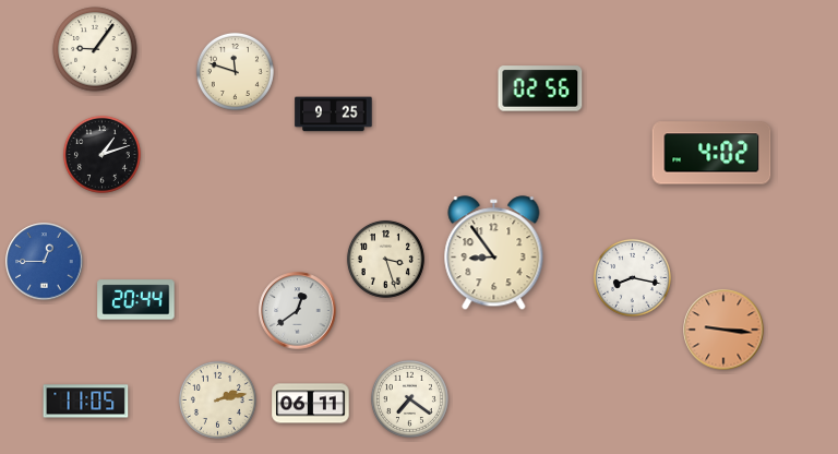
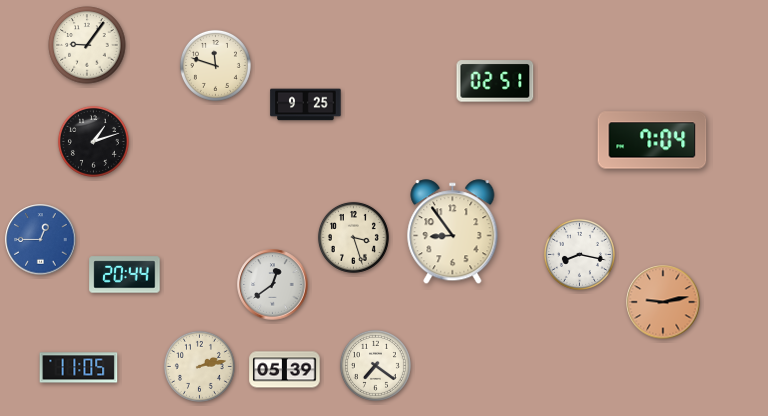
clock at (540, 88): 02:56 -> 02:51
clock at (711, 153): 4:02 -> 7:04
clock at (723, 330): 9:16 -> 9:13
clock at (311, 404): 06:11 -> 05:39
